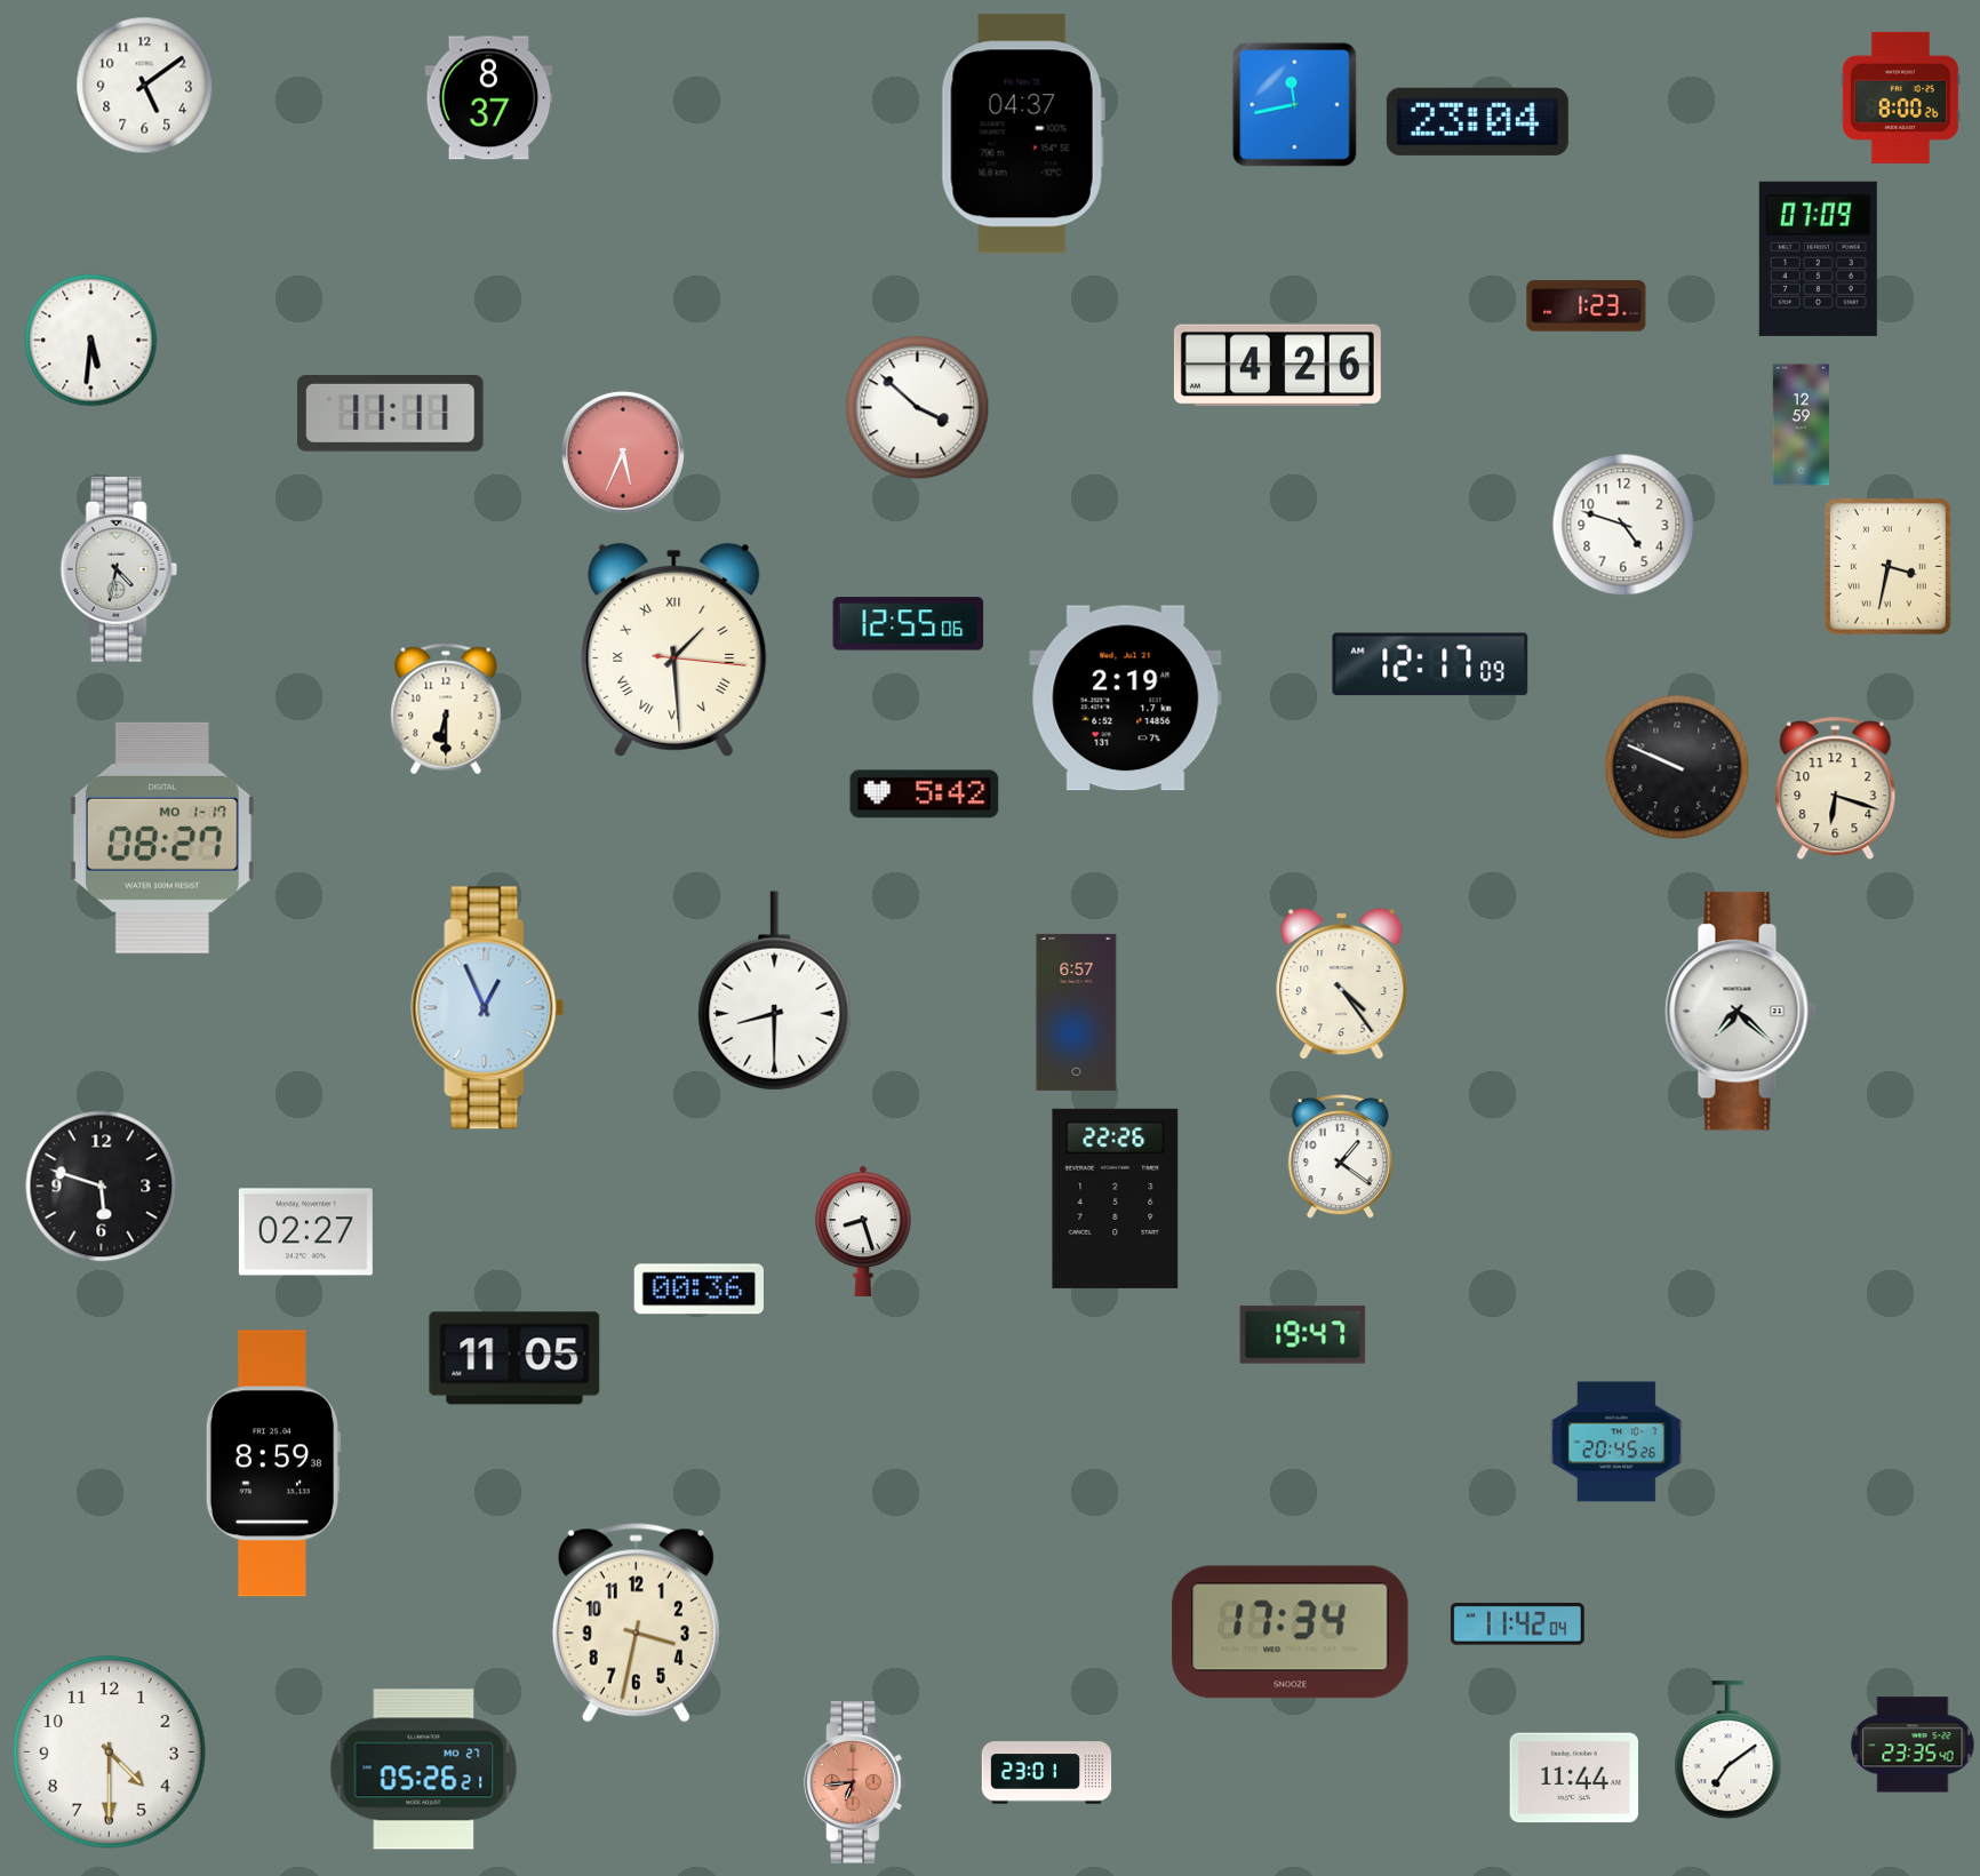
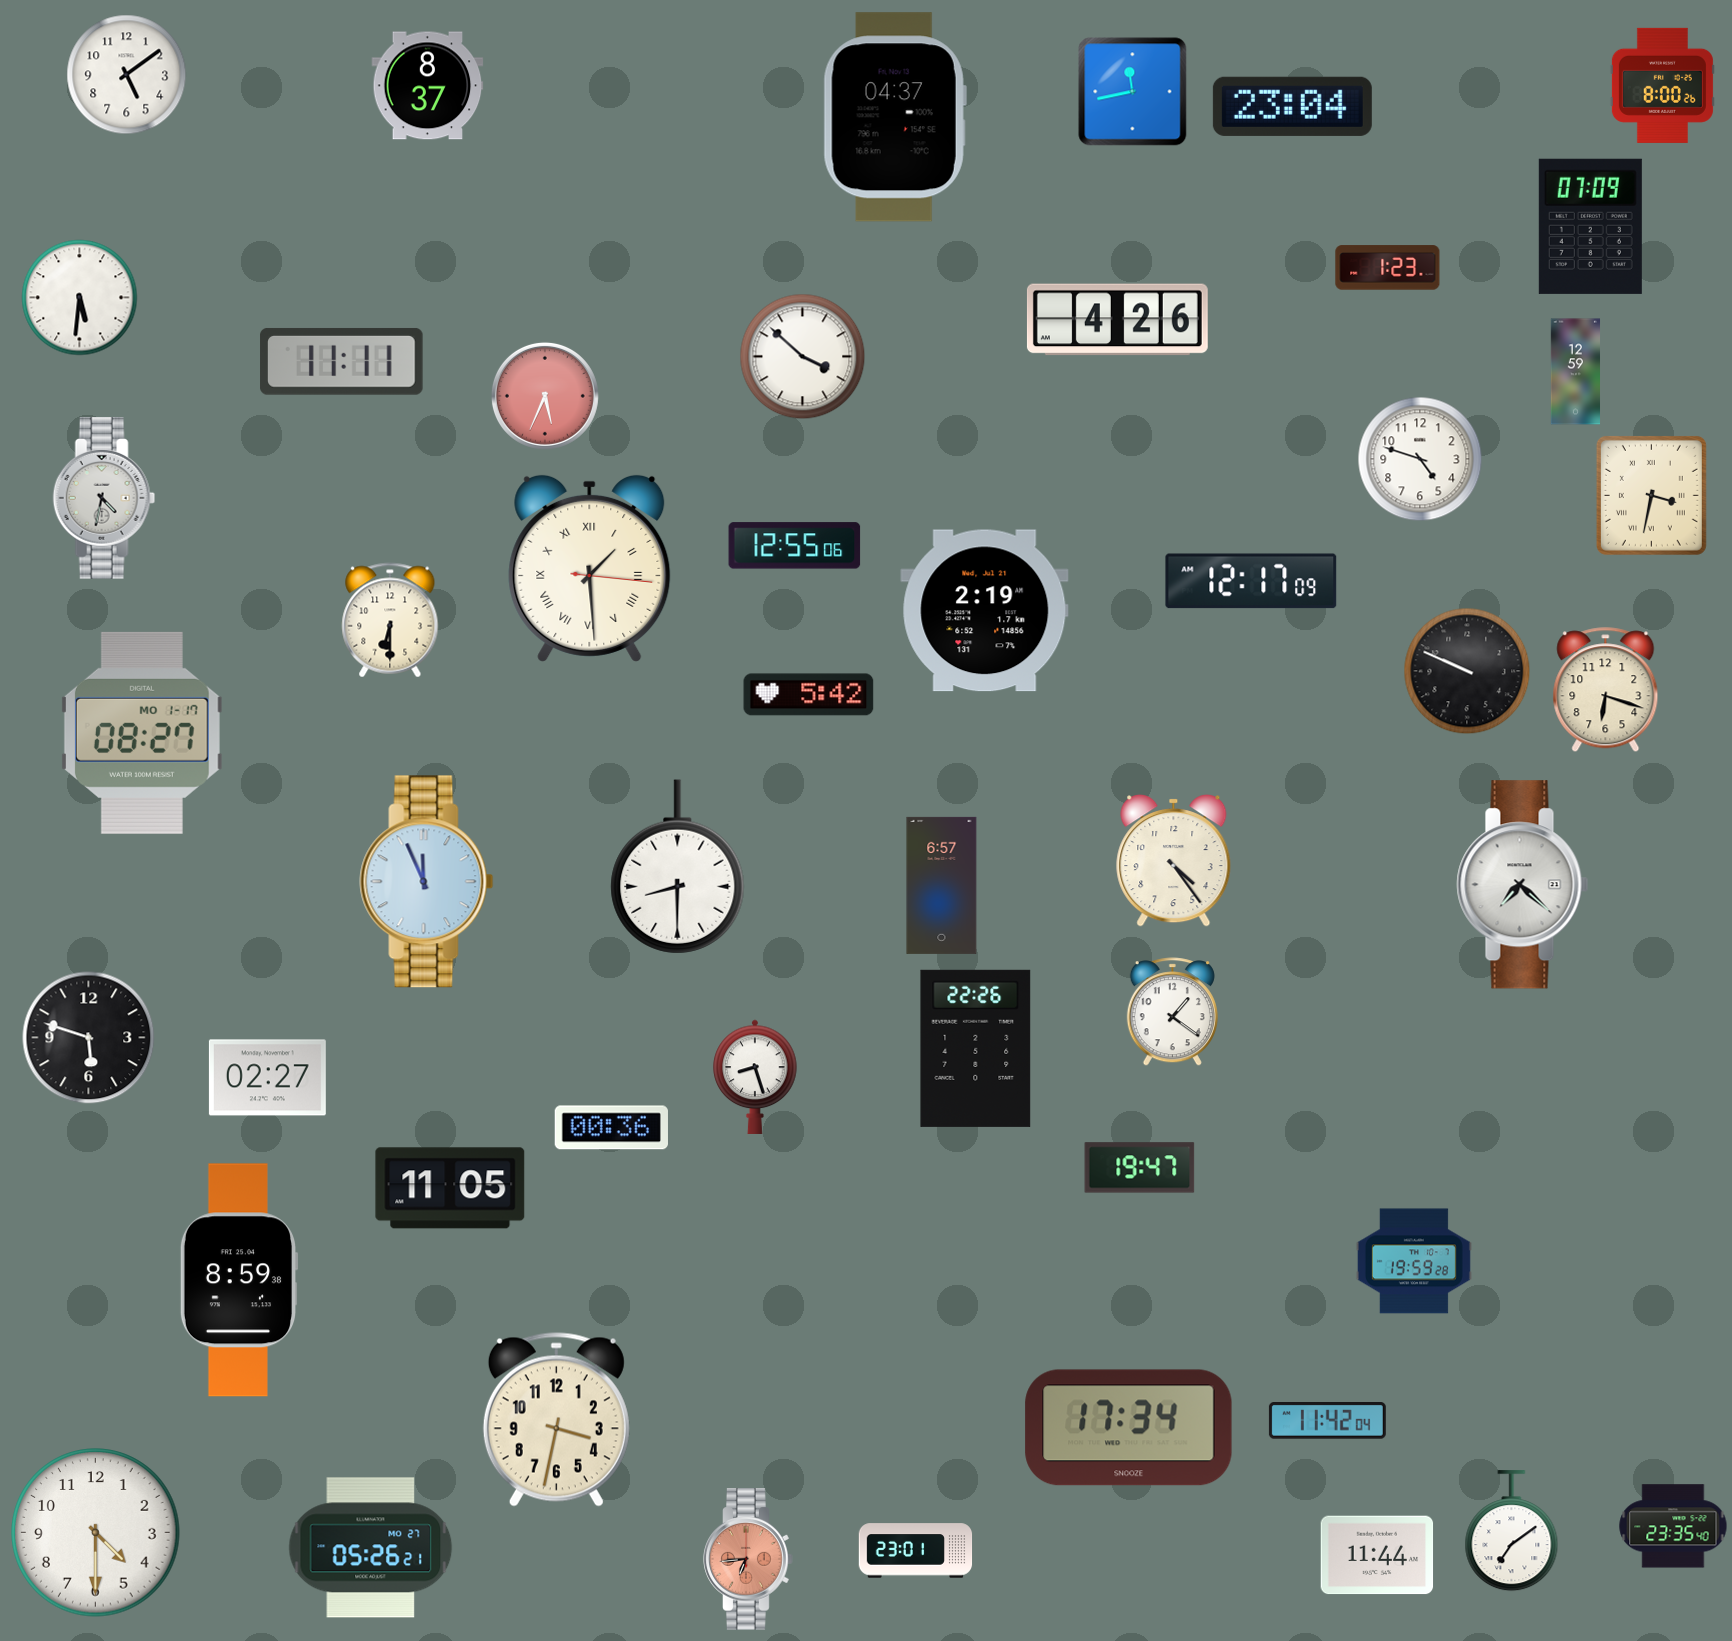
clock at (488, 1008): 12:56 -> 11:56
clock at (1616, 1442): 20:45 -> 19:59
